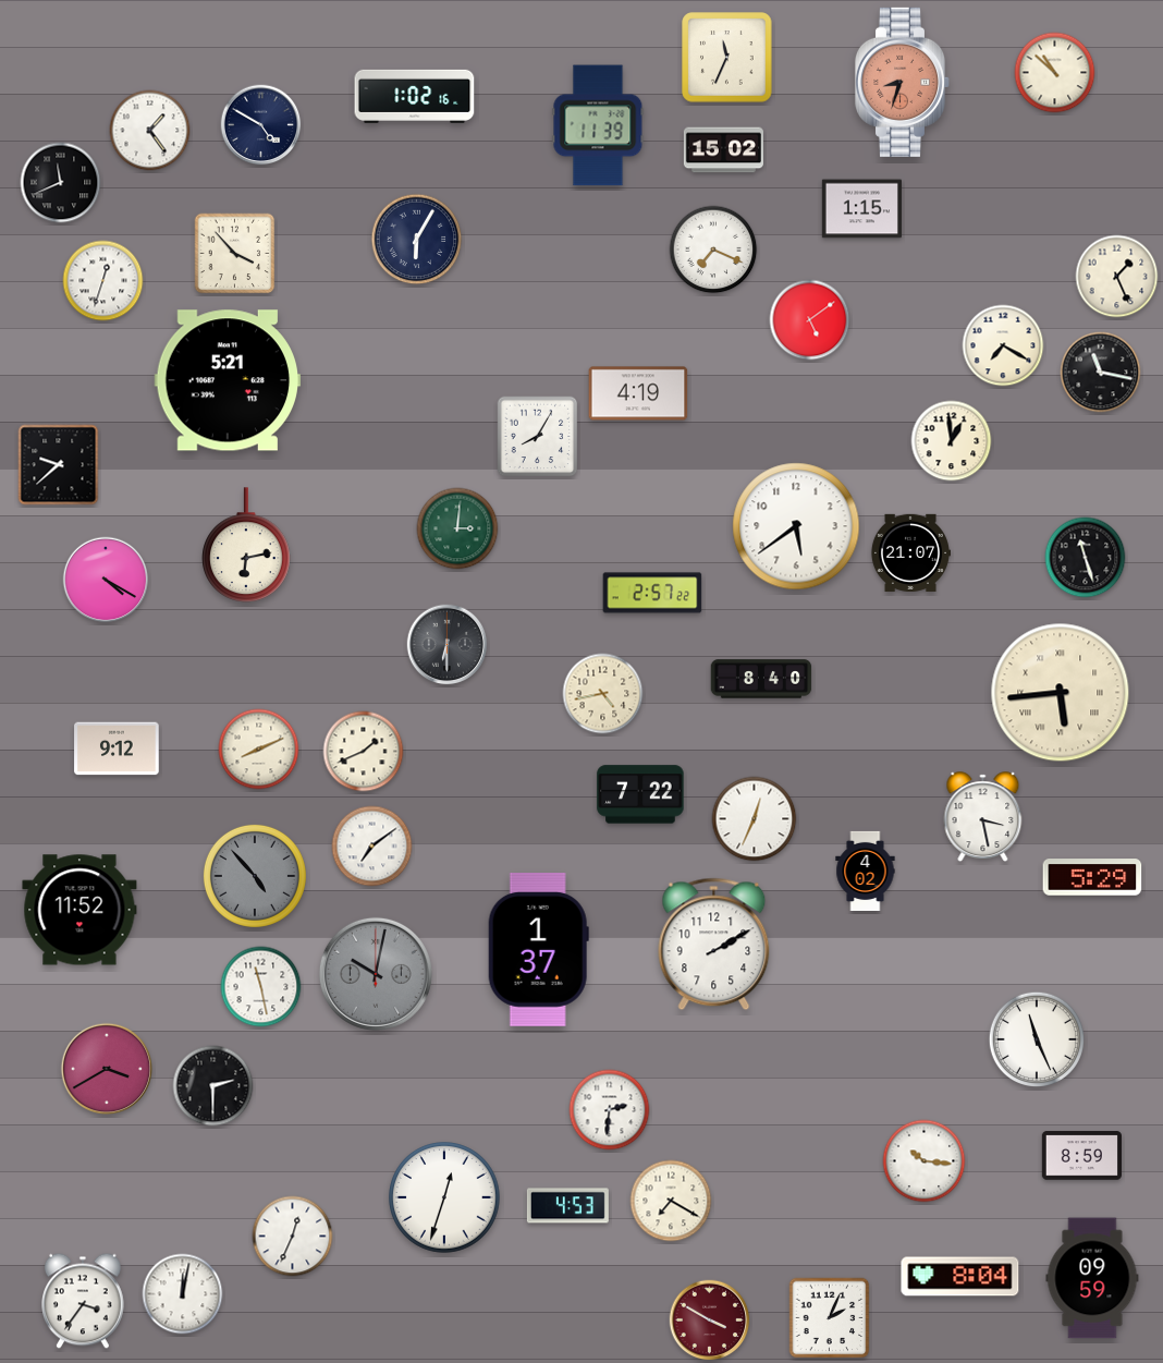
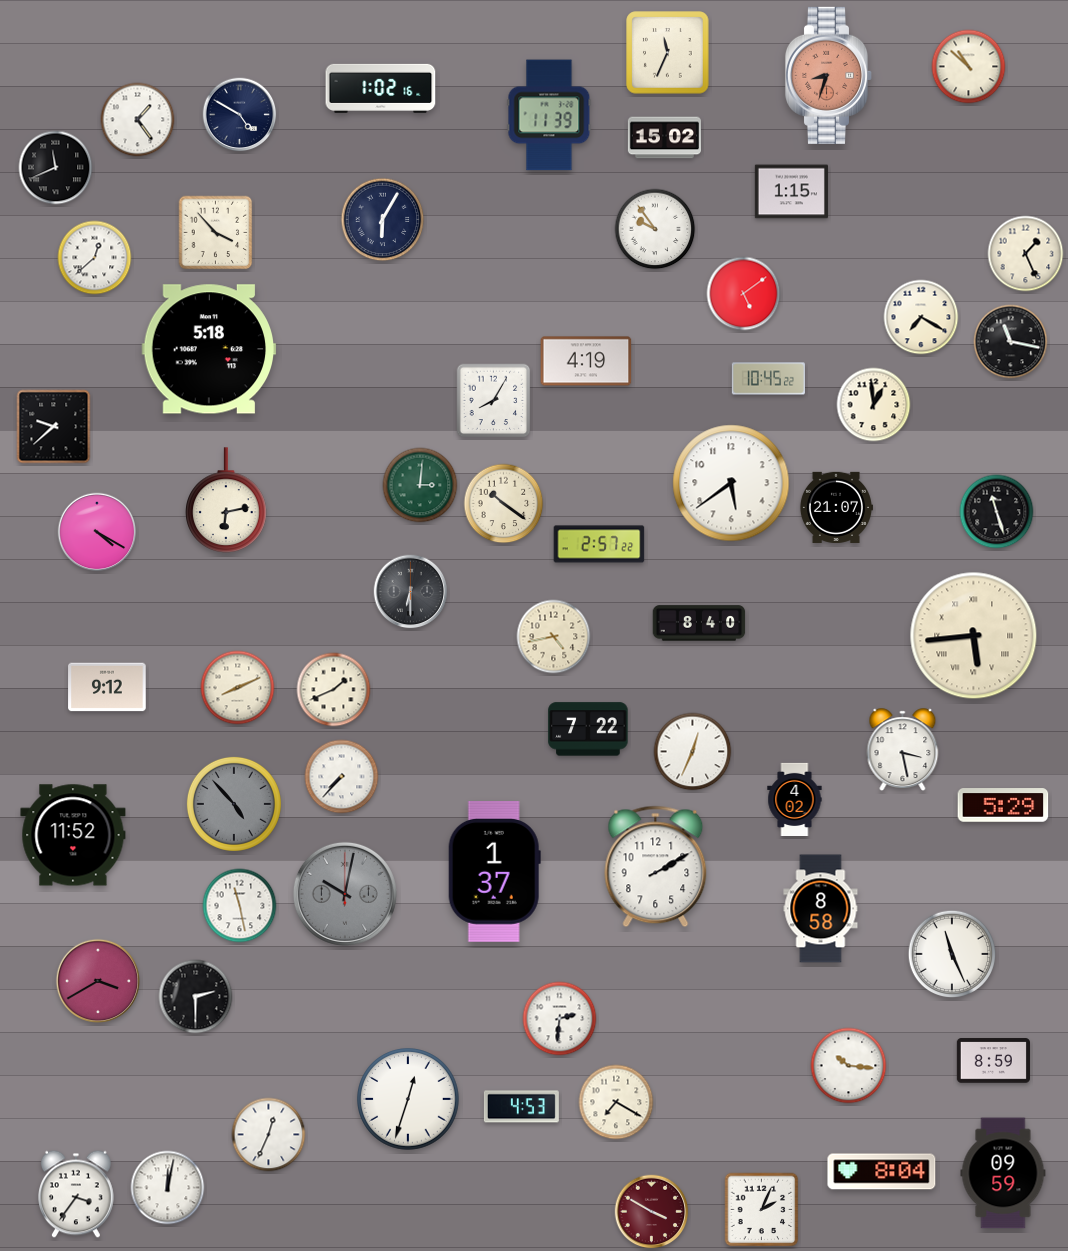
clock at (713, 250): 7:19 -> 9:54
clock at (103, 281): 12:33 -> 12:38
clock at (228, 380): 5:21 -> 5:18
clock at (768, 379): none -> 10:45
clock at (504, 504): none -> 10:21
clock at (372, 847): 7:09 -> 7:37
clock at (821, 909): none -> 8:58
